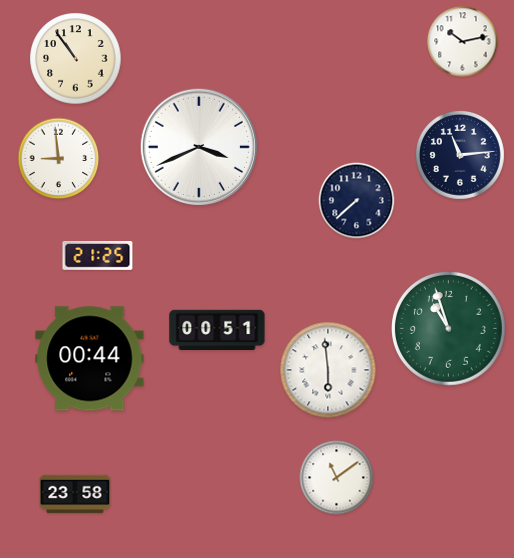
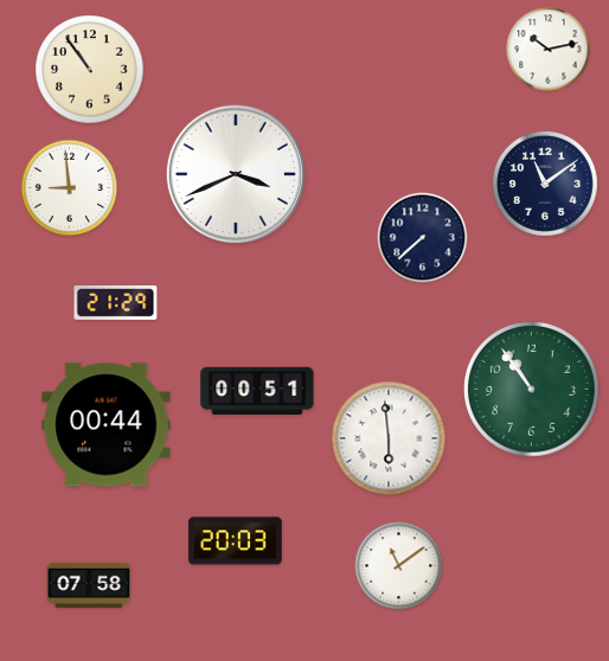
clock at (461, 156): 11:14 -> 11:09
clock at (98, 256): 21:25 -> 21:29
clock at (449, 329): 10:57 -> 10:54
clock at (236, 541): none -> 20:03
clock at (75, 494): 23:58 -> 07:58
